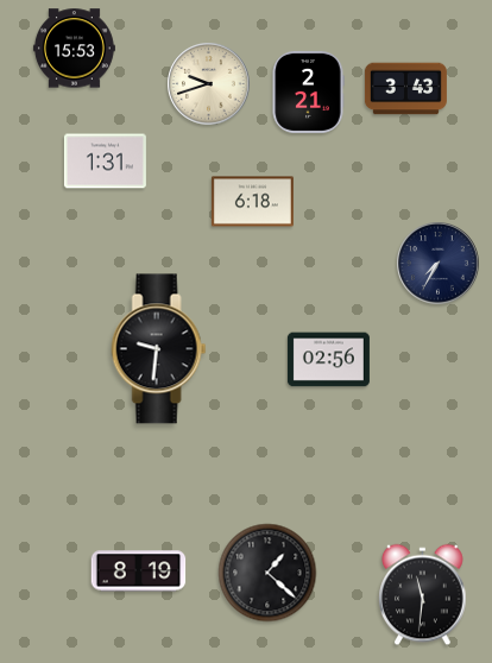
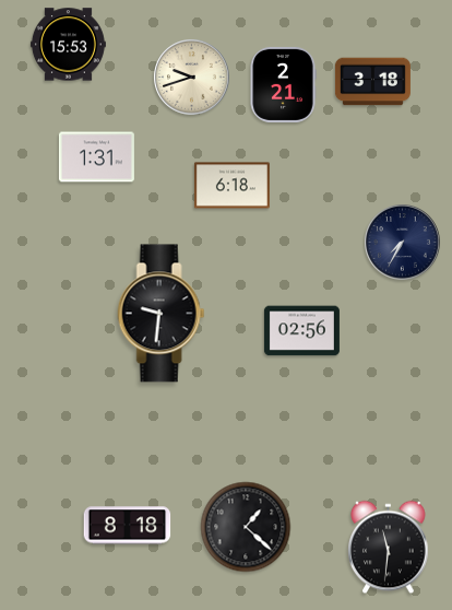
clock at (405, 89): 3:43 -> 3:18
clock at (105, 162) position: (105, 162) -> (96, 157)
clock at (159, 349) position: (159, 349) -> (162, 314)
clock at (139, 572): 8:19 -> 8:18
